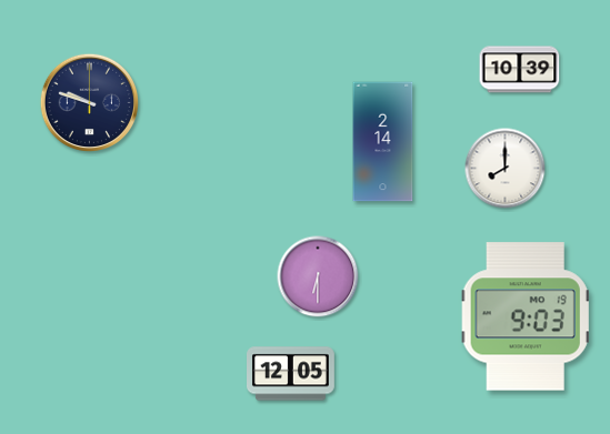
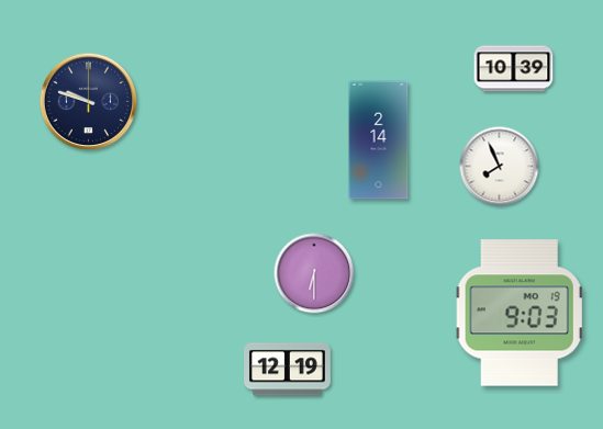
clock at (506, 169): 8:00 -> 7:56
clock at (291, 374): 12:05 -> 12:19
